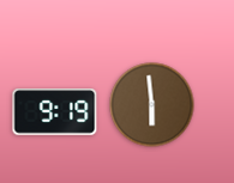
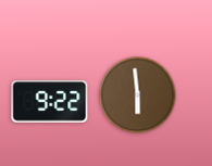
clock at (55, 112): 9:19 -> 9:22
